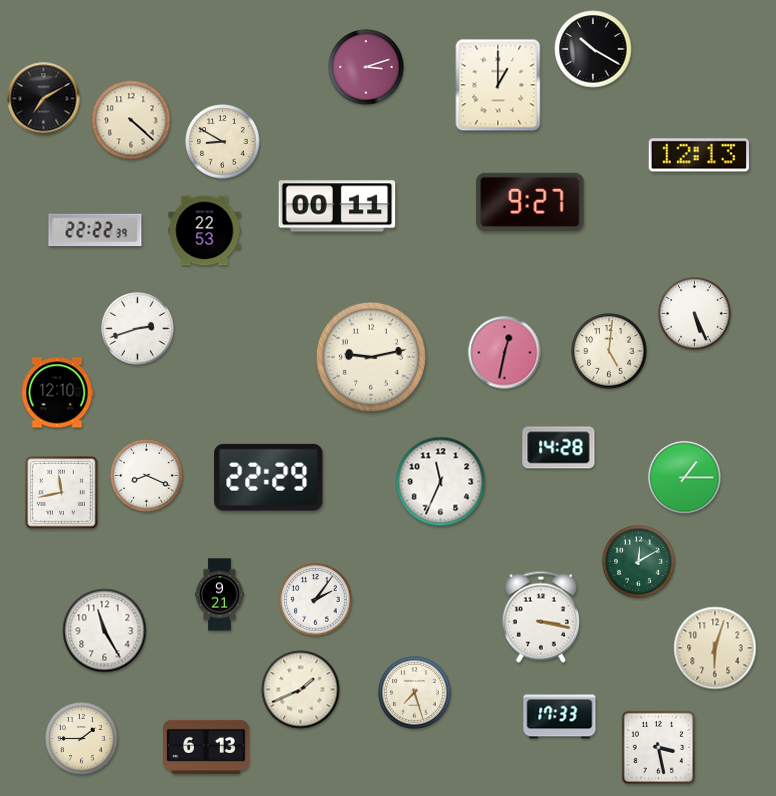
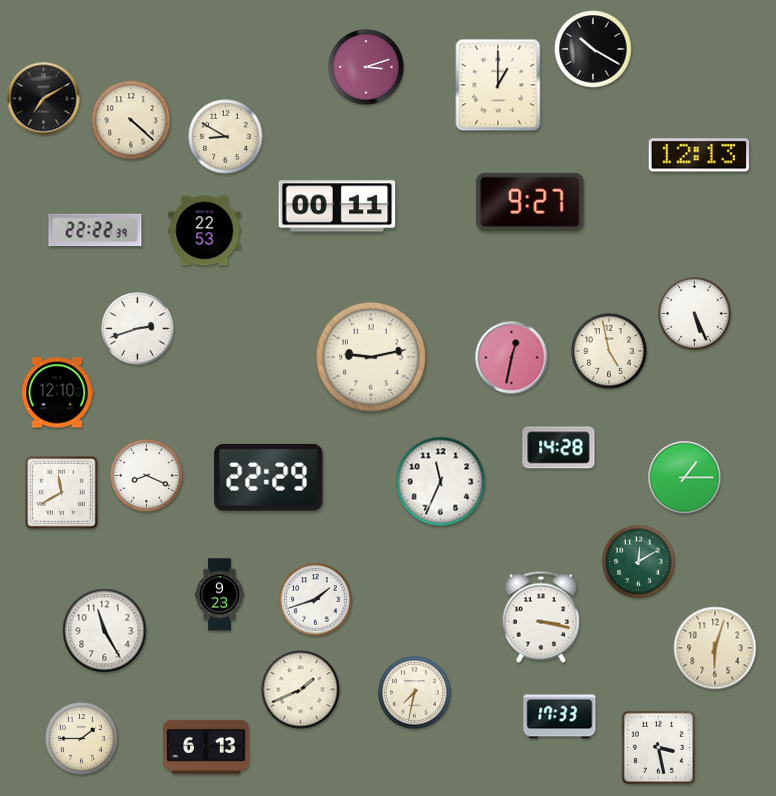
clock at (223, 142) position: (223, 142) -> (226, 137)
clock at (609, 351): 5:01 -> 4:58
clock at (505, 353) position: (505, 353) -> (512, 358)
clock at (61, 492): 11:43 -> 11:40
clock at (219, 595): 9:21 -> 9:23
clock at (316, 600): 2:06 -> 1:42
clock at (415, 693): 7:27 -> 7:32
